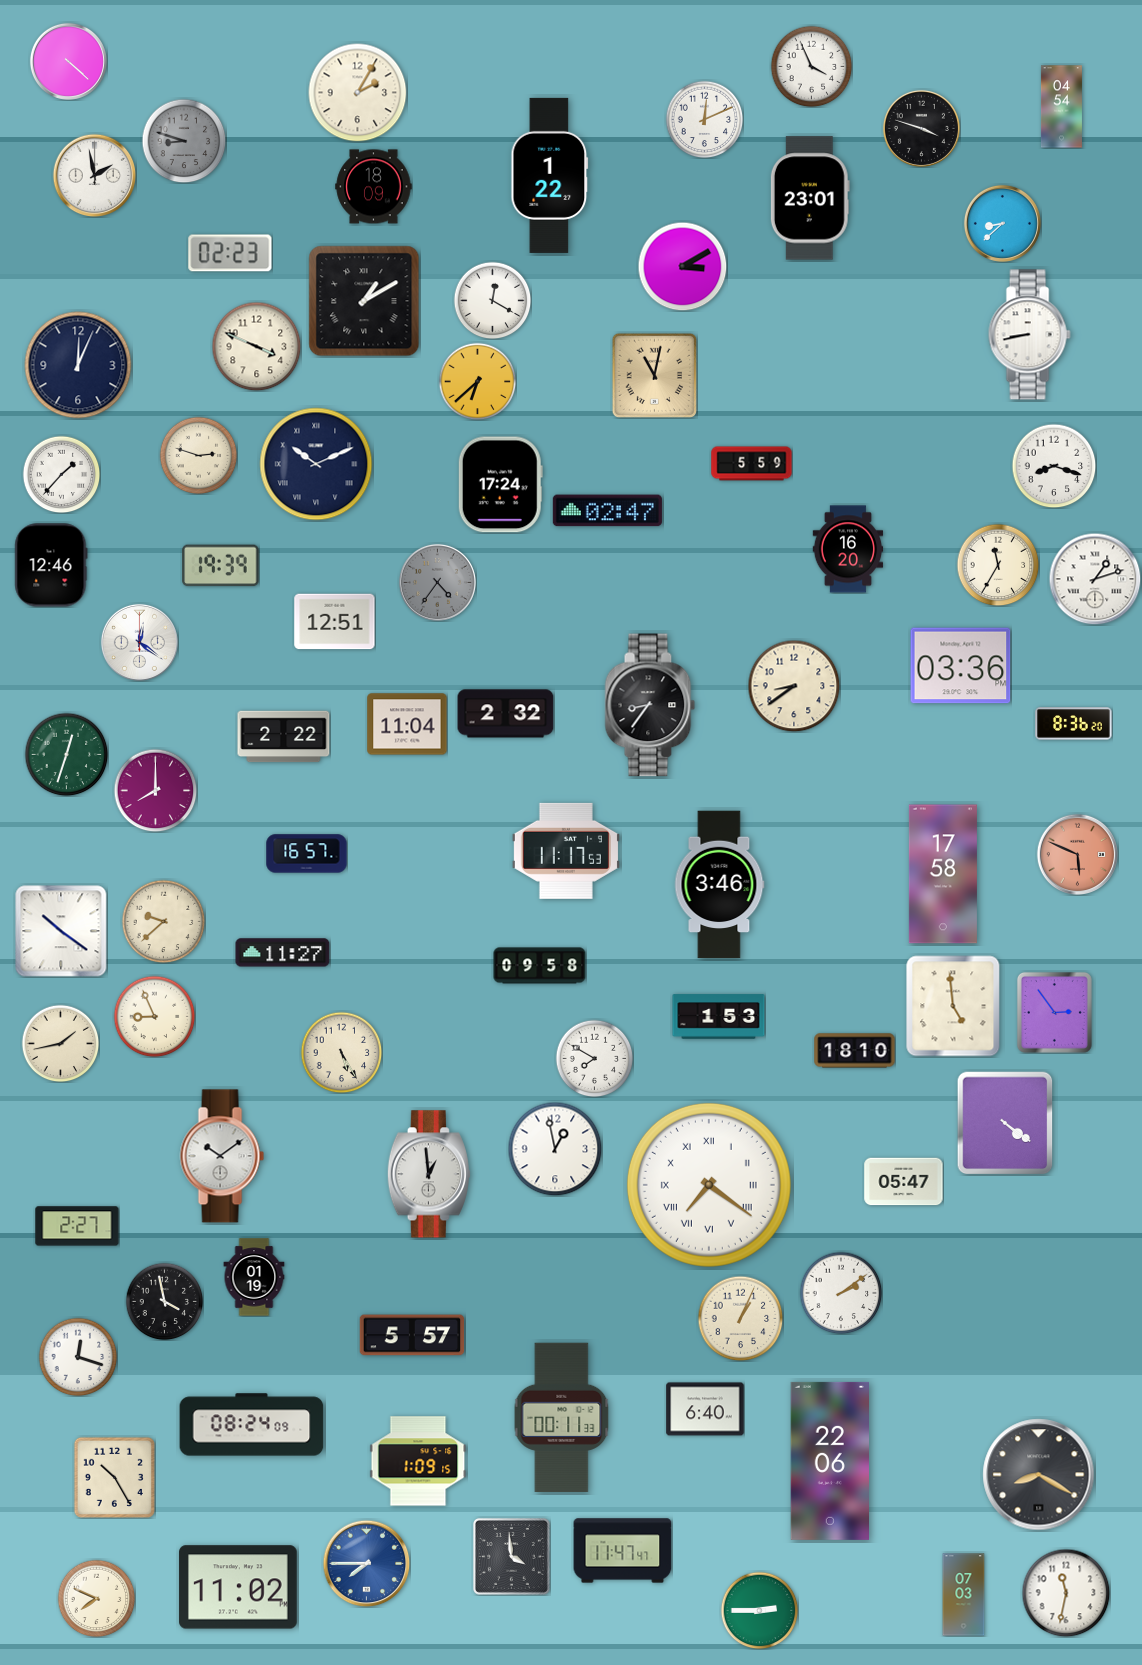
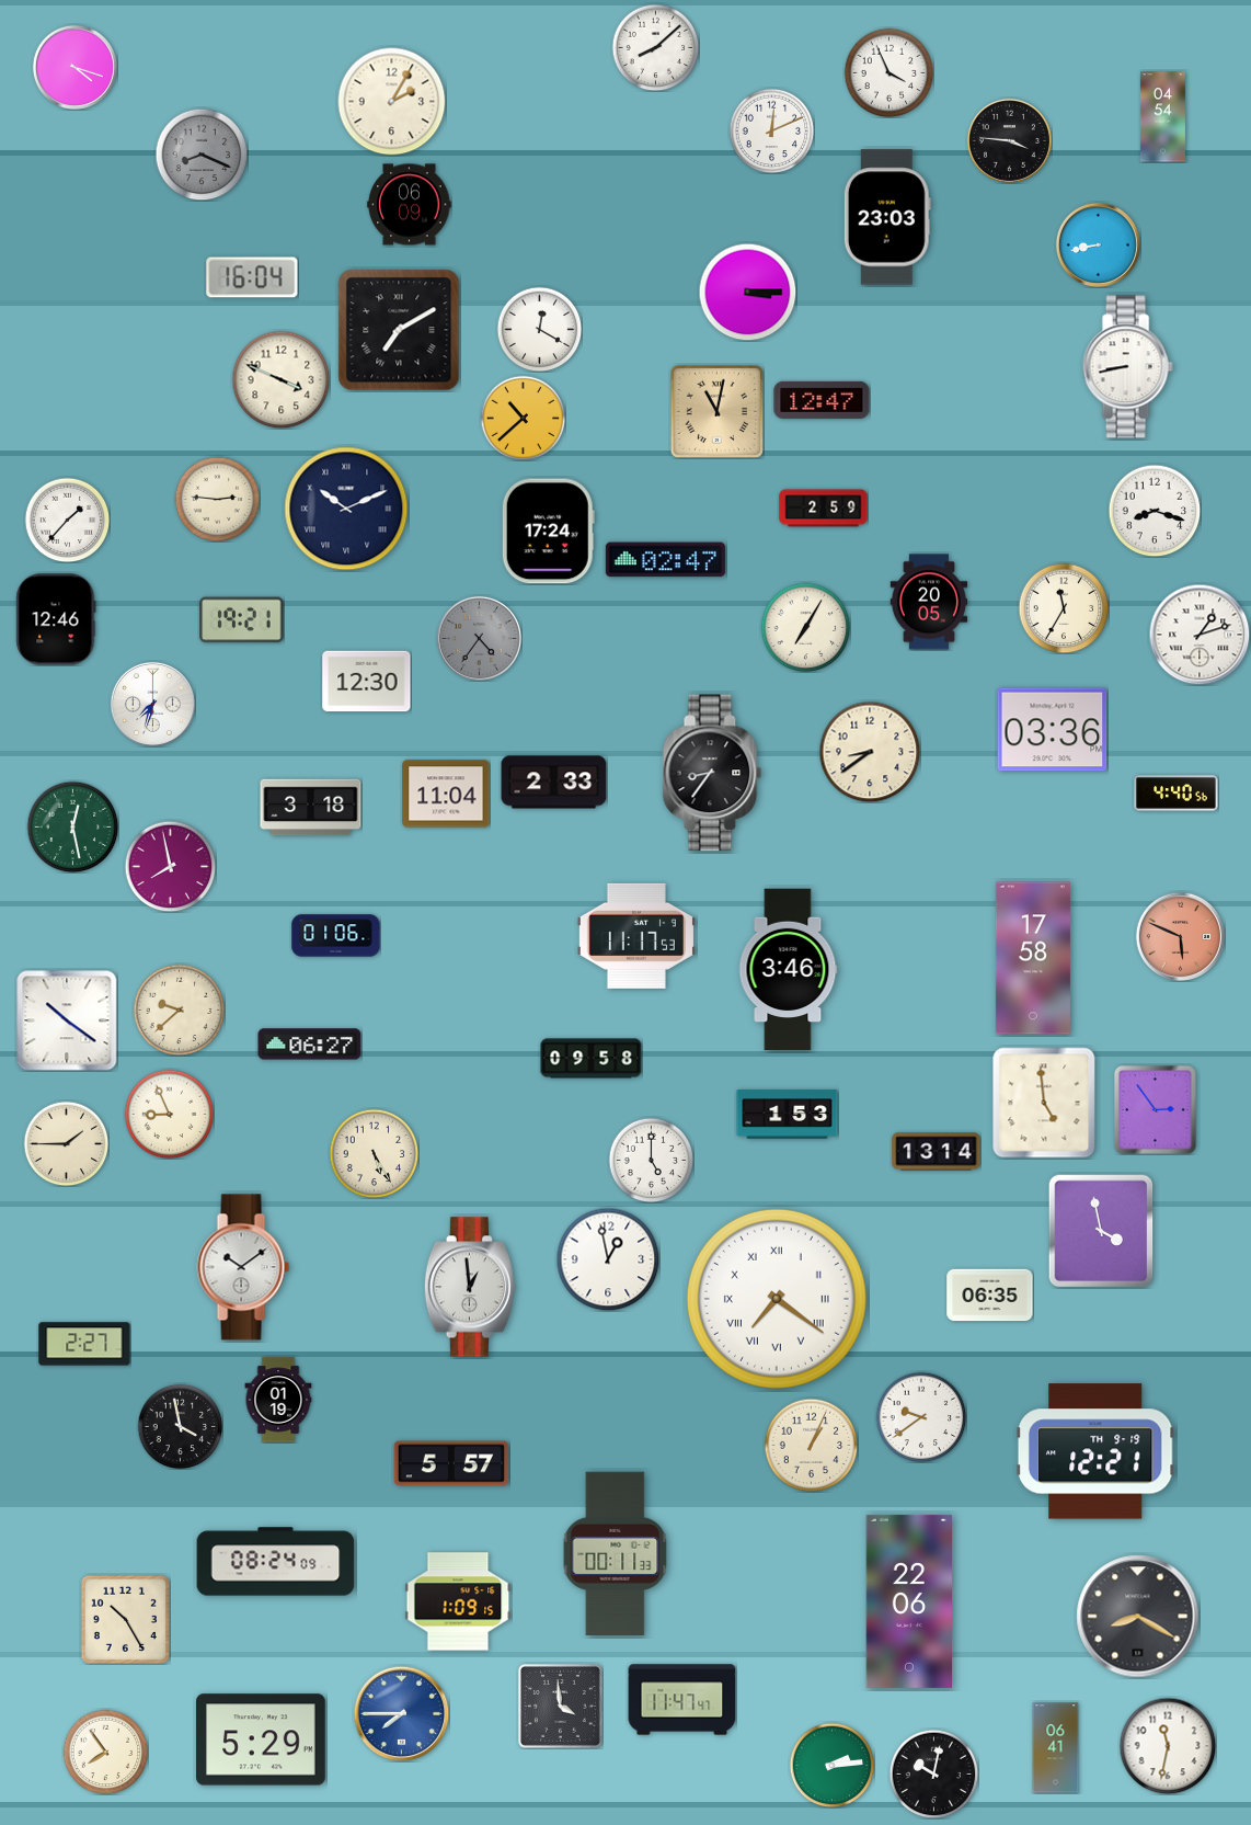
clock at (655, 47): none -> 8:08
clock at (68, 61): 4:22 -> 4:18
clock at (921, 128): 3:48 -> 3:46
clock at (184, 141): 8:48 -> 8:19
clock at (94, 175): 1:58 -> none
clock at (550, 175): 1:22 -> none
clock at (374, 187): 18:09 -> 06:09
clock at (810, 198): 23:01 -> 23:03
clock at (1002, 223): 8:38 -> 8:43
clock at (230, 253): 02:23 -> 16:04
clock at (682, 266): 3:10 -> 3:15
clock at (364, 301): 1:10 -> 7:10
clock at (78, 365): 12:04 -> none
clock at (822, 400): none -> 12:47
clock at (477, 381): 6:38 -> 10:38
clock at (198, 455): 2:48 -> 2:46
clock at (752, 464): 5:59 -> 2:59
clock at (848, 549): 16:20 -> 20:05
clock at (998, 565) position: (998, 565) -> (1064, 608)
clock at (221, 566): 19:39 -> 19:21
clock at (805, 627): none -> 7:05
clock at (335, 622): 12:51 -> 12:30
clock at (139, 642): 12:21 -> 7:33
clock at (506, 714): 2:32 -> 2:33
clock at (1074, 724): 8:36 -> 4:40
clock at (284, 737): 2:22 -> 3:18
clock at (66, 754): 12:33 -> 12:28
clock at (155, 790): 8:00 -> 7:58
clock at (566, 851) position: (566, 851) -> (636, 936)
clock at (307, 854): 16:57 -> 01:06
clock at (283, 953): 11:27 -> 06:27
clock at (60, 1043): 1:43 -> 1:45
clock at (855, 1051): 18:10 -> 13:14
clock at (594, 1058): 7:50 -> 5:00
clock at (1005, 1123): 4:21 -> 3:58
clock at (904, 1182): 05:47 -> 06:35
clock at (841, 1293): 2:09 -> 9:39
clock at (1095, 1451): none -> 12:21
clock at (78, 1357): 12:18 -> none
clock at (705, 1409): 6:40 -> none
clock at (238, 1587): 11:02 -> 5:29
clock at (964, 1595): 07:03 -> 06:41
clock at (96, 1598): 7:49 -> 7:54
clock at (759, 1610): 2:45 -> 2:14
clock at (933, 1773): none -> 10:02
